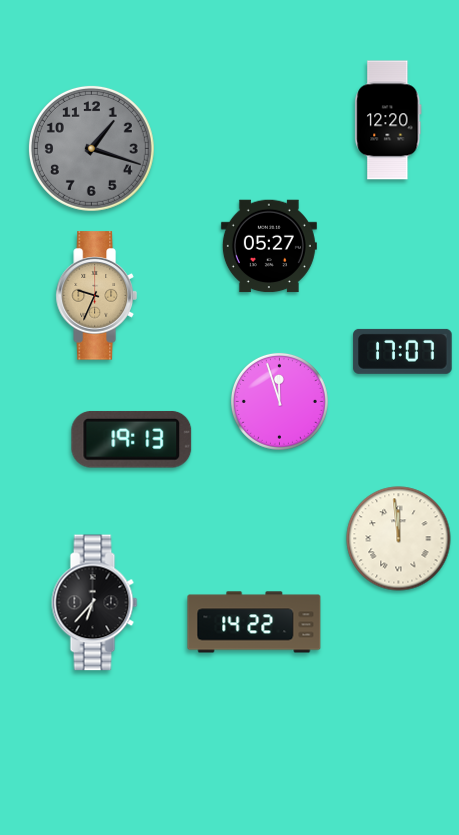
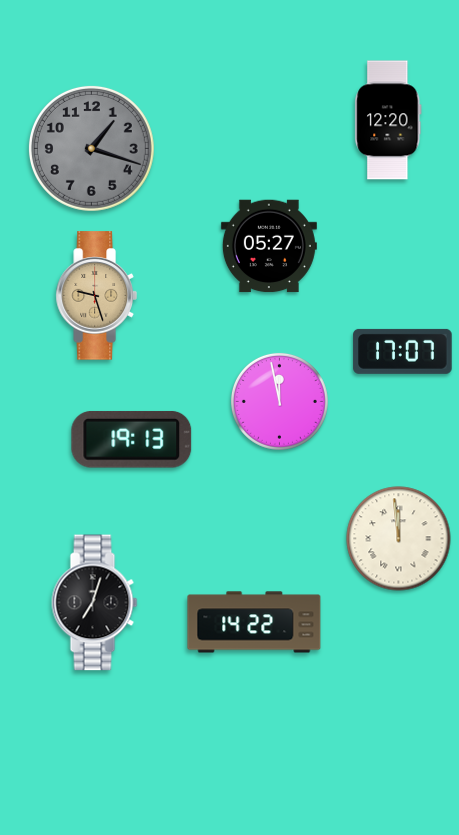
clock at (96, 296): 9:34 -> 9:27
clock at (279, 401): 11:57 -> 11:58
clock at (95, 603): 6:37 -> 7:03
